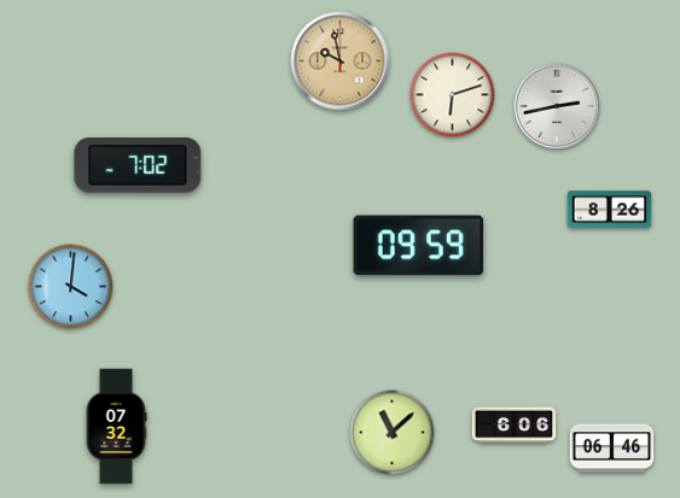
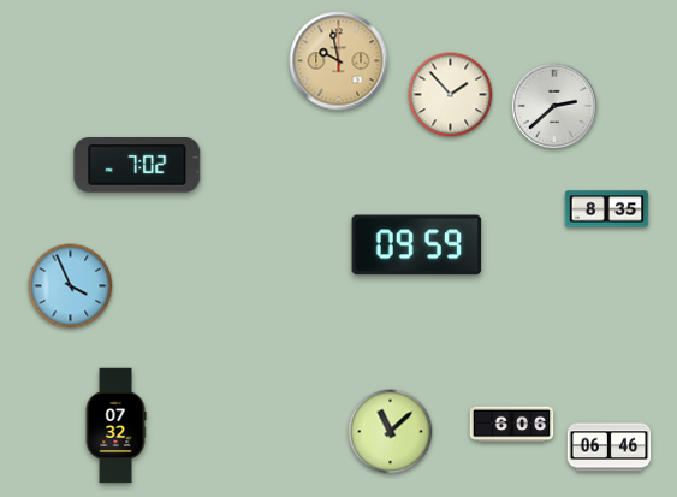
clock at (453, 95): 6:12 -> 1:53
clock at (556, 105): 2:43 -> 2:38
clock at (610, 210): 8:26 -> 8:35
clock at (71, 287): 4:01 -> 3:56
